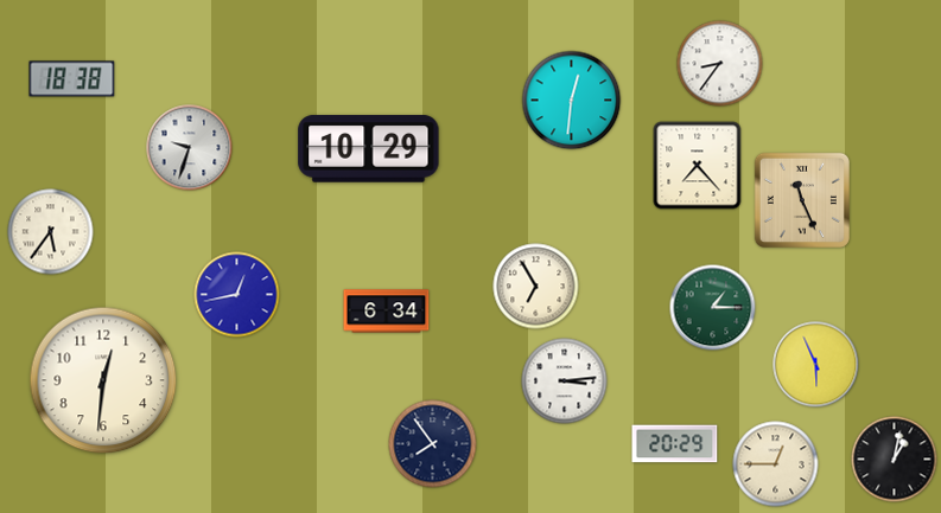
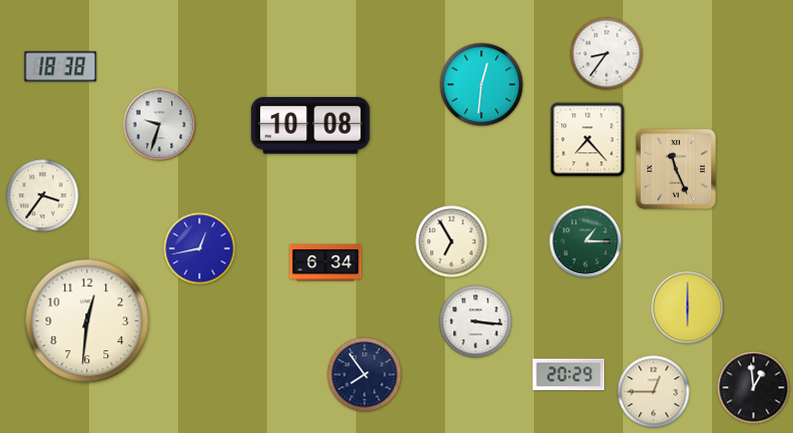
clock at (369, 149): 10:29 -> 10:08
clock at (51, 232): 5:36 -> 3:36
clock at (713, 308) position: (713, 308) -> (586, 242)
clock at (816, 365): 5:56 -> 6:00
clock at (565, 381): 3:14 -> 3:16
clock at (895, 460): 1:02 -> 12:59
